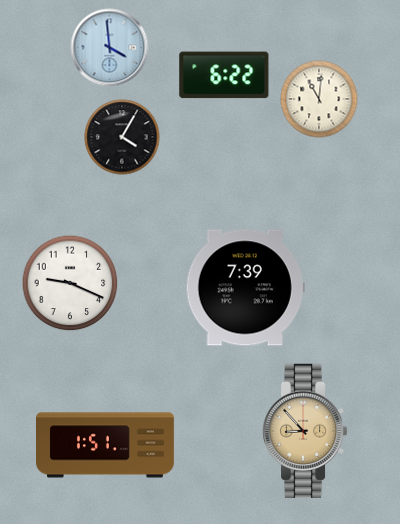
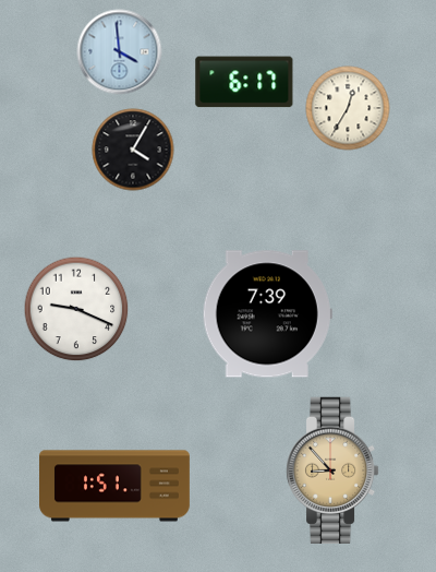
clock at (224, 75): 6:22 -> 6:17
clock at (319, 99): 11:01 -> 12:35
